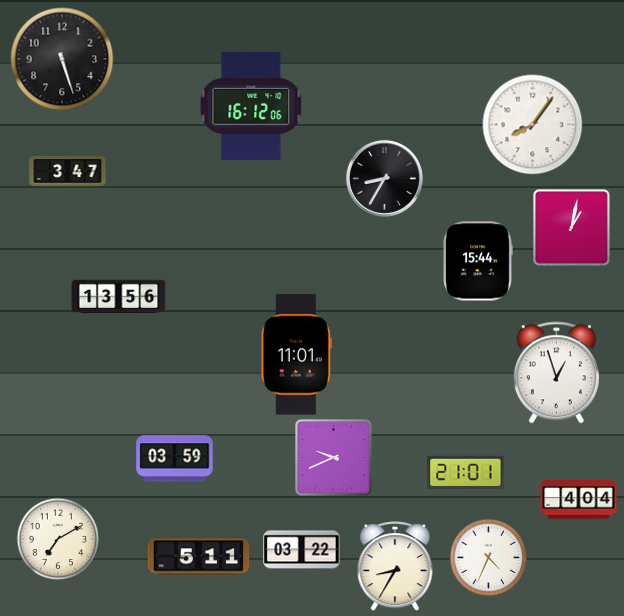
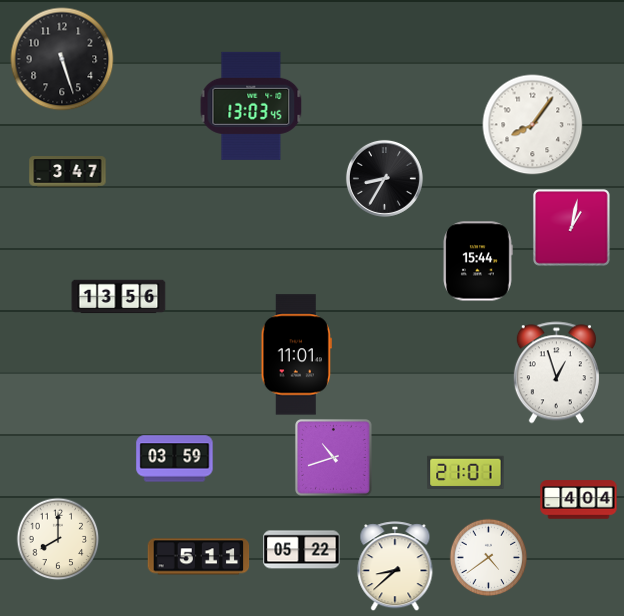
clock at (251, 106): 16:12 -> 13:03
clock at (334, 458): 9:41 -> 10:42
clock at (58, 539): 7:10 -> 8:00
clock at (302, 550): 03:22 -> 05:22
clock at (488, 557): 4:34 -> 4:39
clock at (395, 566): 8:35 -> 8:38
